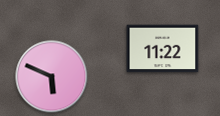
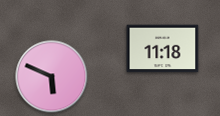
clock at (163, 49): 11:22 -> 11:18
